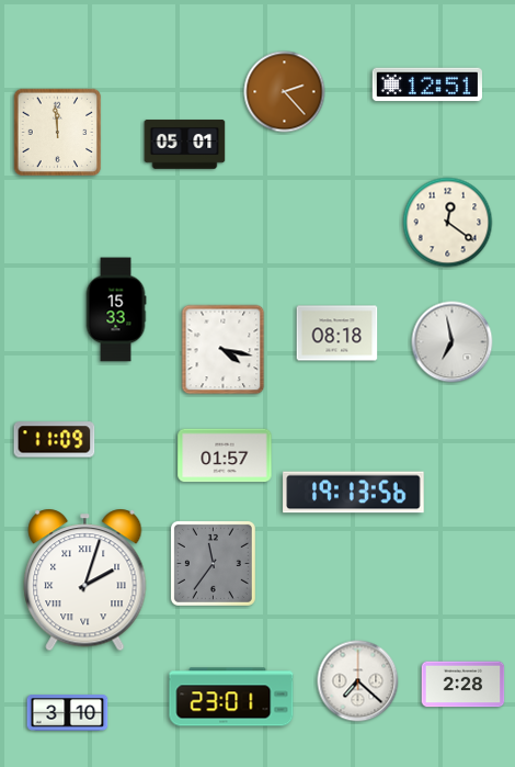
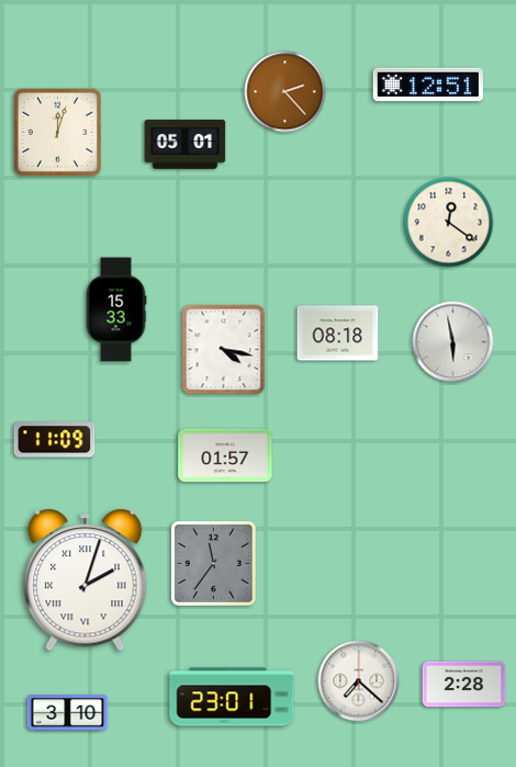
clock at (58, 133): 11:59 -> 12:03
clock at (453, 342): 6:58 -> 5:58
clock at (354, 493): 19:13 -> none
